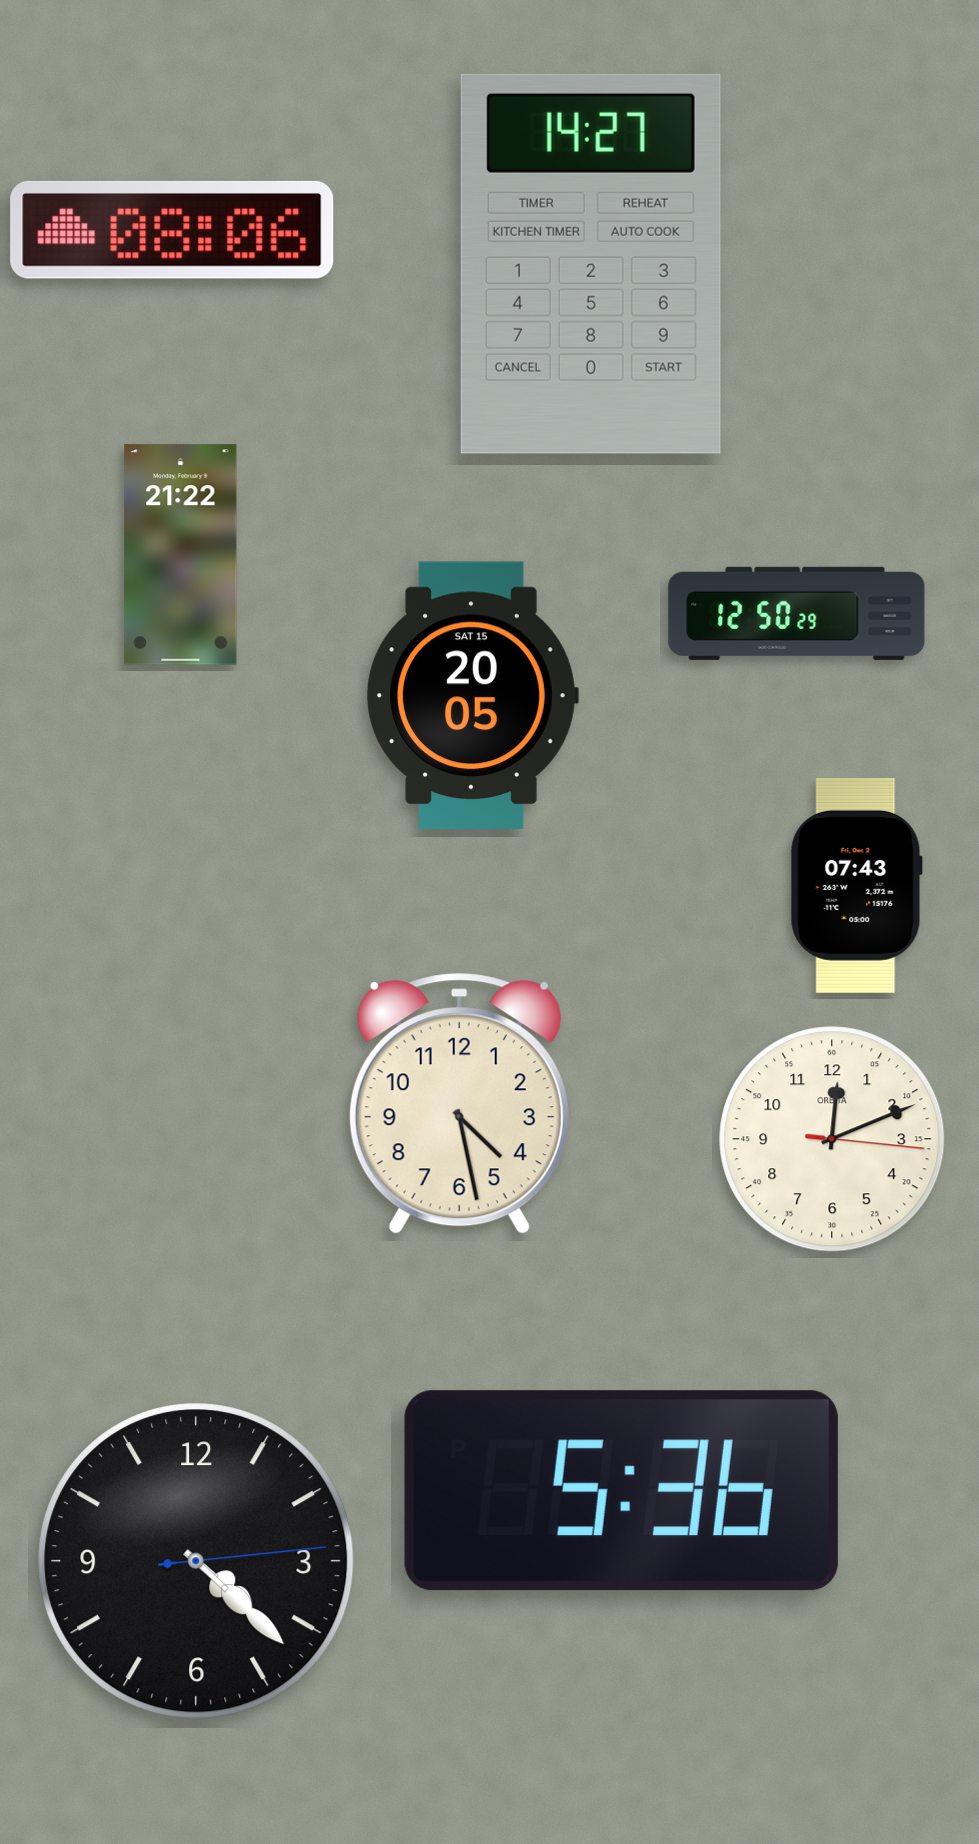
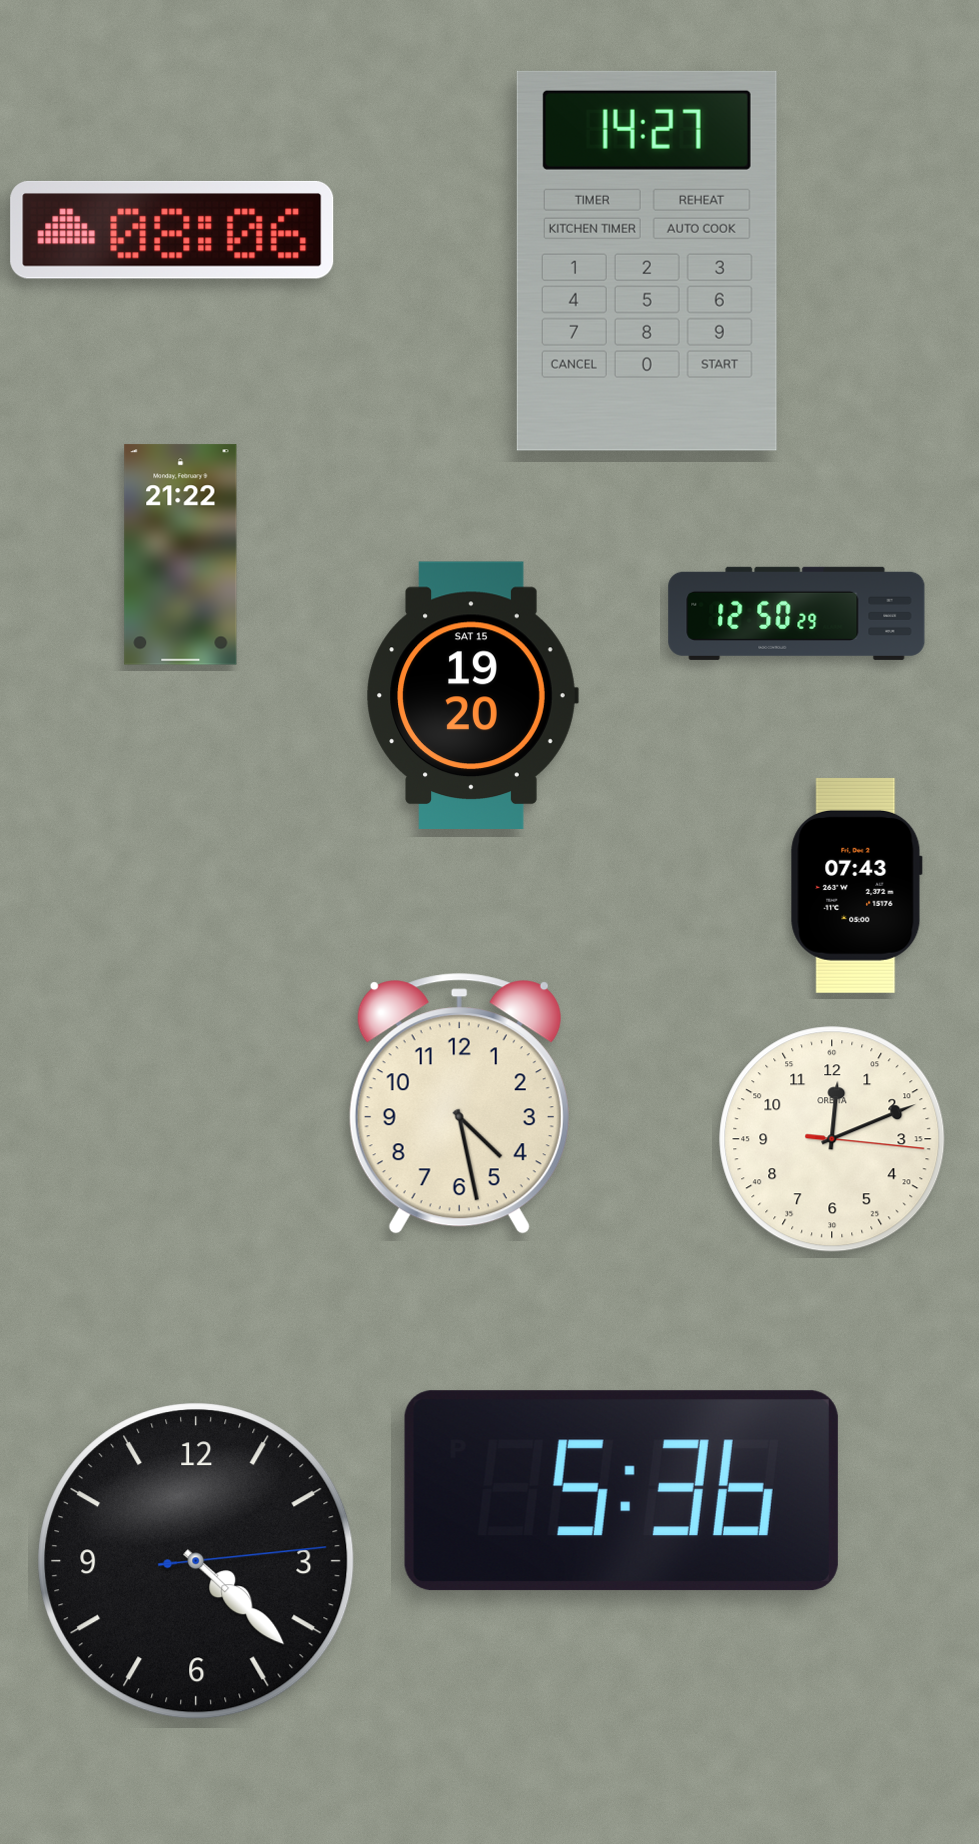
clock at (591, 264) position: (591, 264) -> (647, 261)
clock at (472, 695): 20:05 -> 19:20
